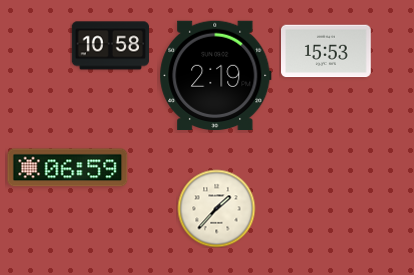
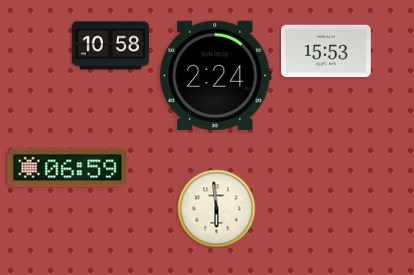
clock at (216, 76): 2:19 -> 2:24
clock at (216, 208): 1:37 -> 5:59
